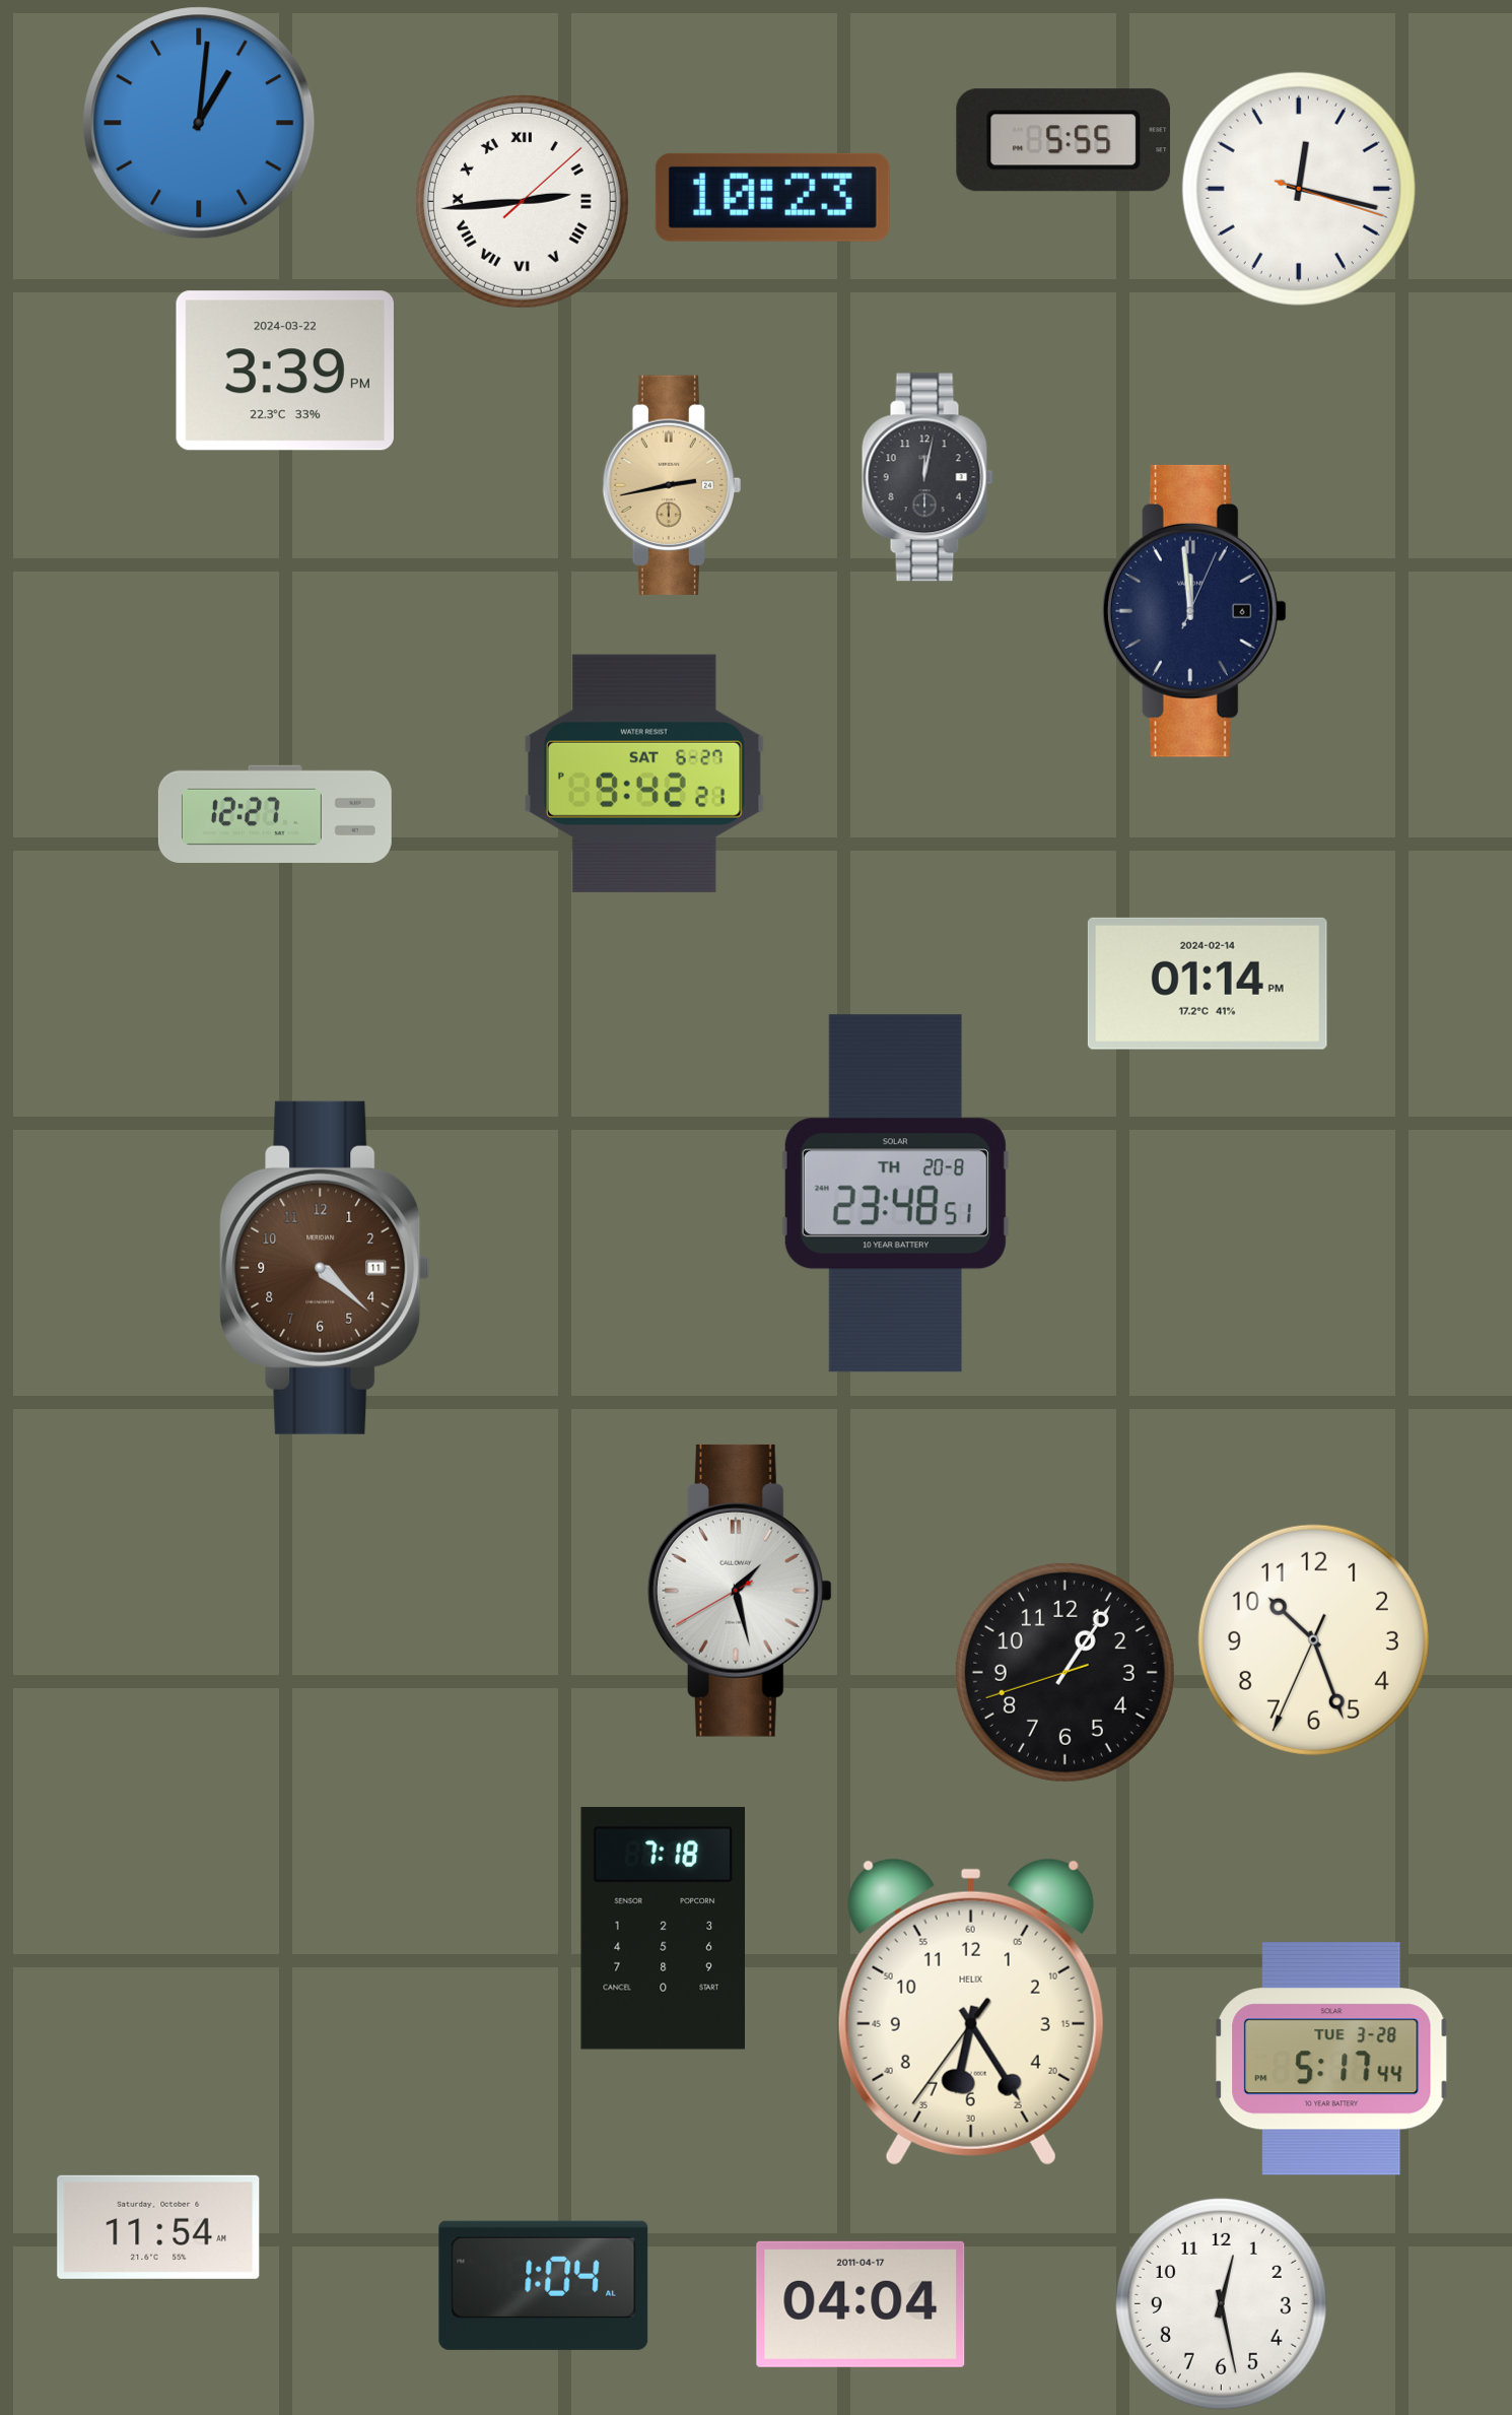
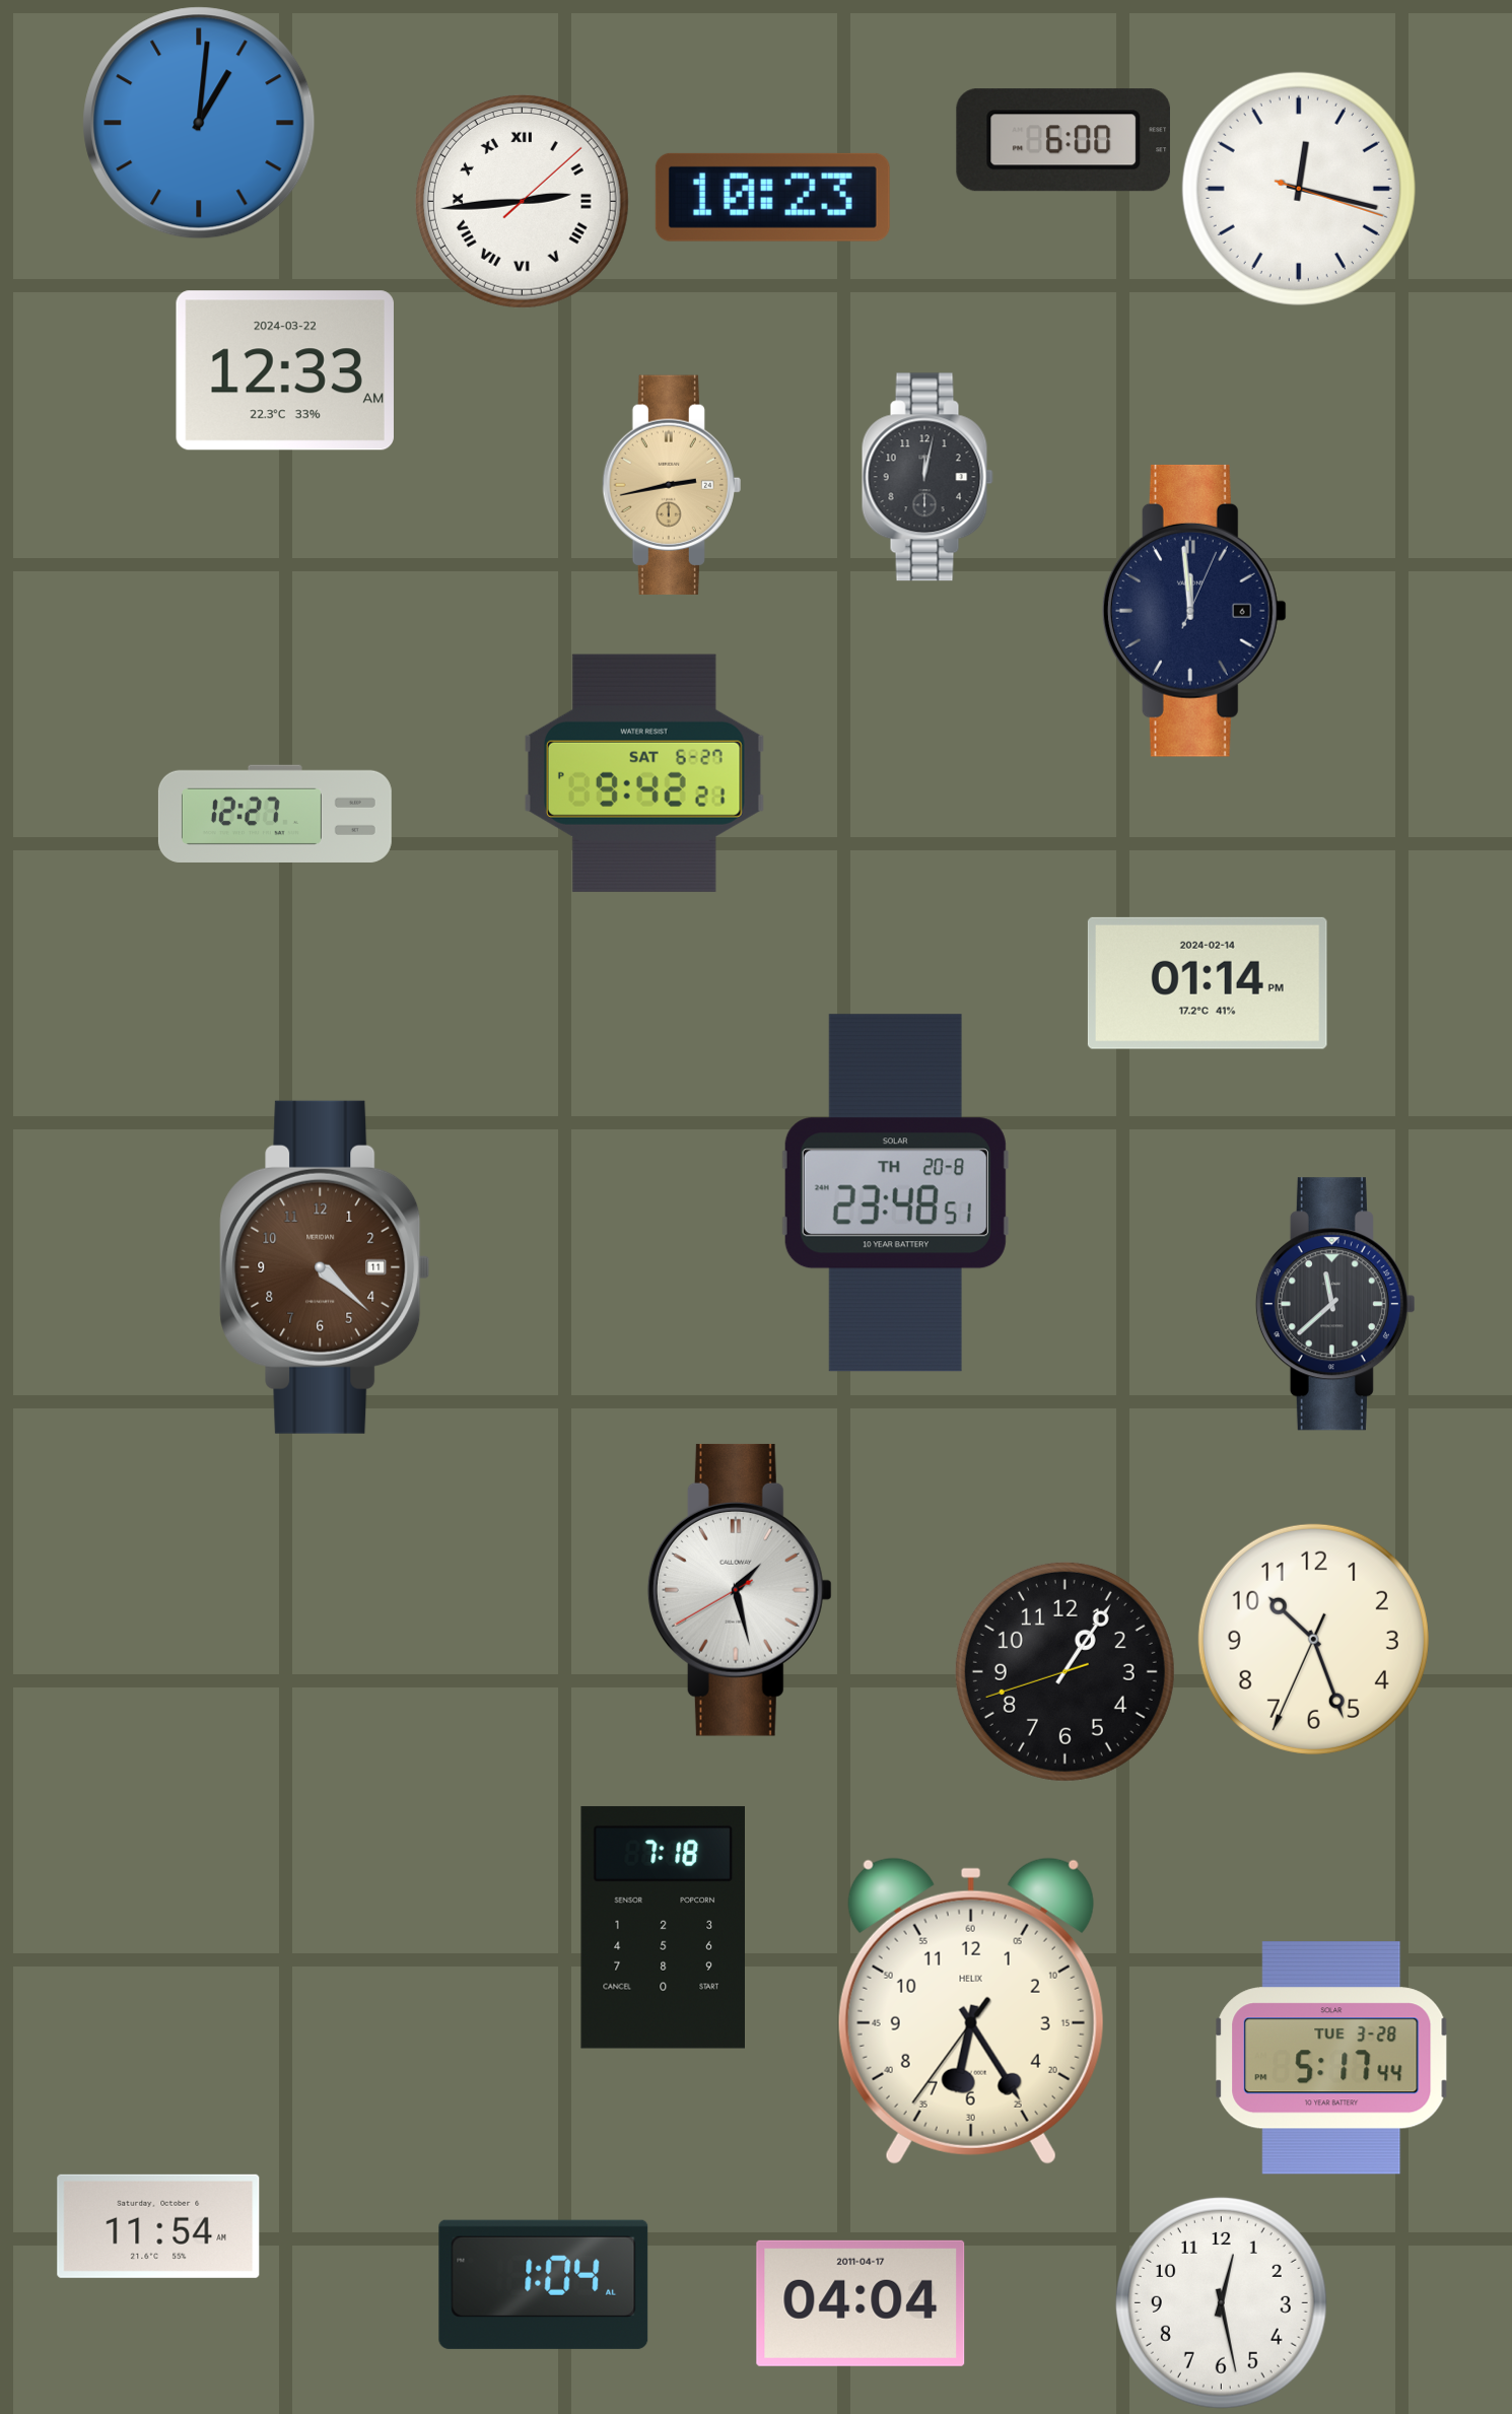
clock at (1063, 140): 5:55 -> 6:00
clock at (285, 371): 3:39 -> 12:33
clock at (1335, 1304): none -> 11:38
